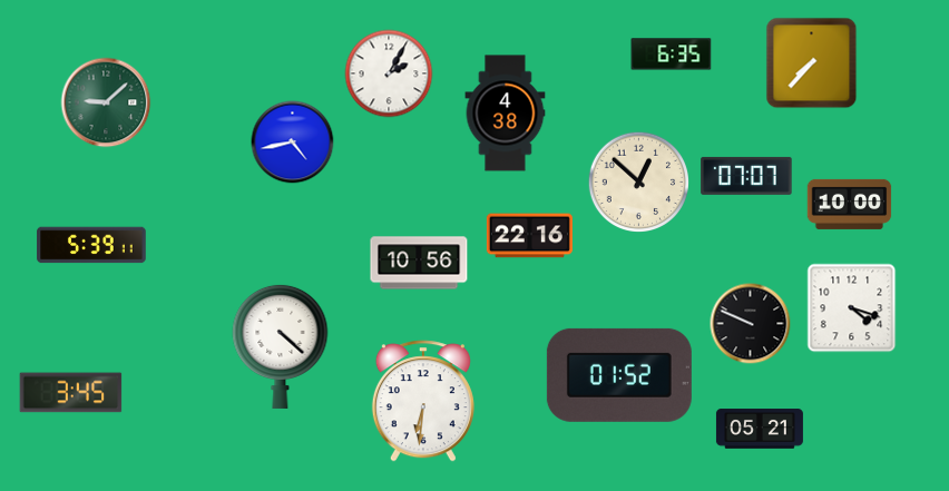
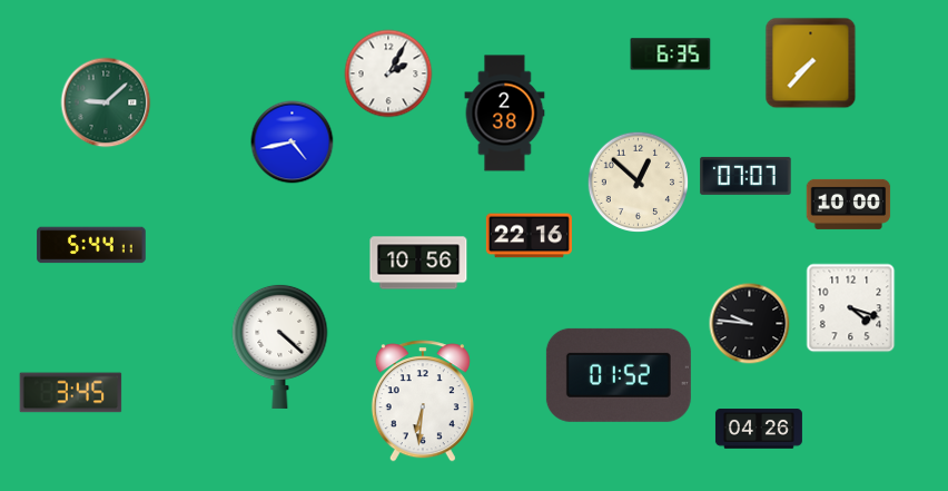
clock at (506, 114): 4:38 -> 2:38
clock at (91, 245): 5:39 -> 5:44
clock at (751, 324): 9:49 -> 9:46
clock at (760, 429): 05:21 -> 04:26
